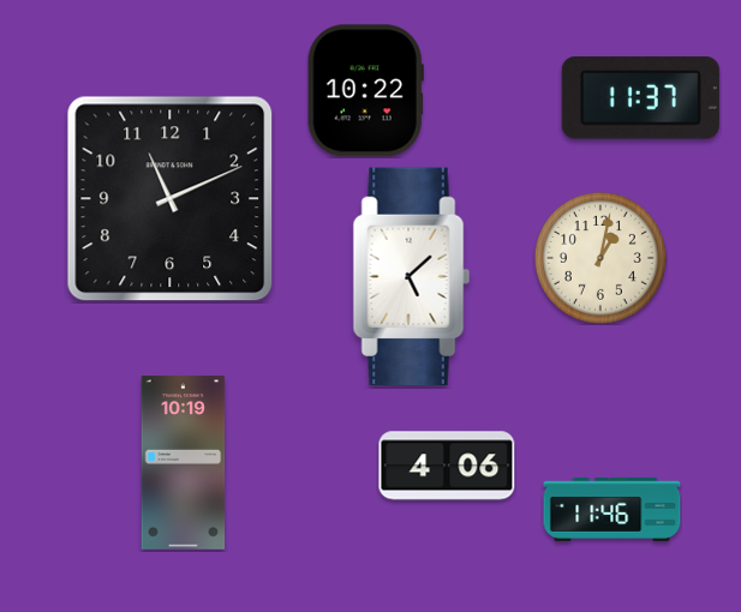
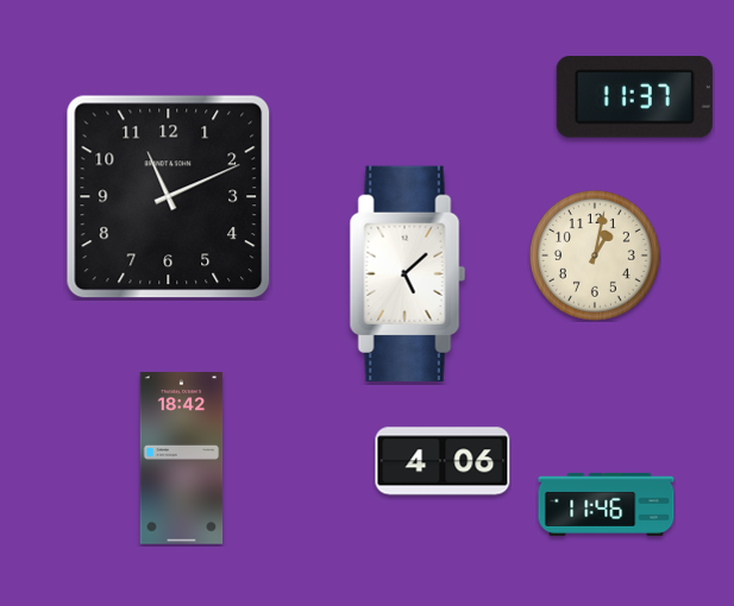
clock at (365, 91): 10:22 -> none
clock at (184, 463): 10:19 -> 18:42
